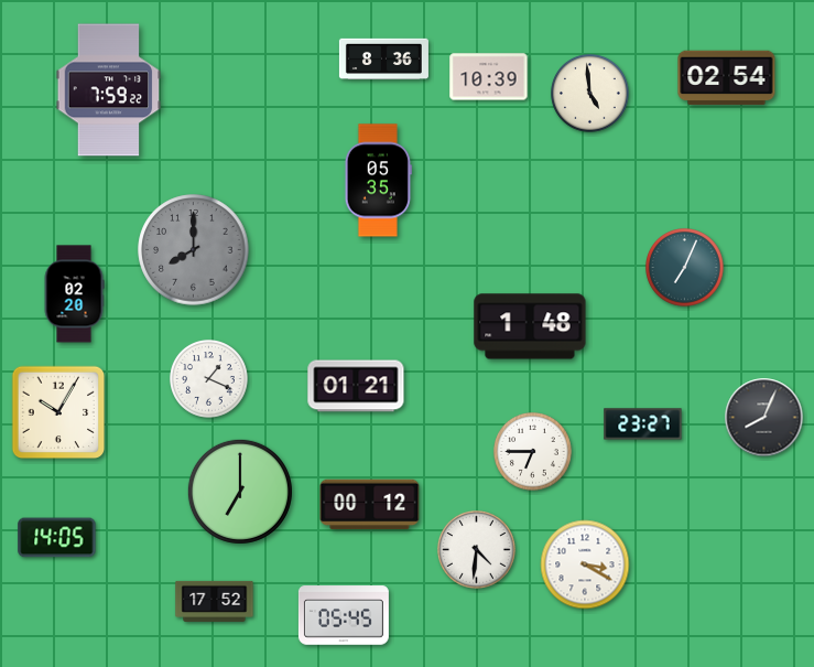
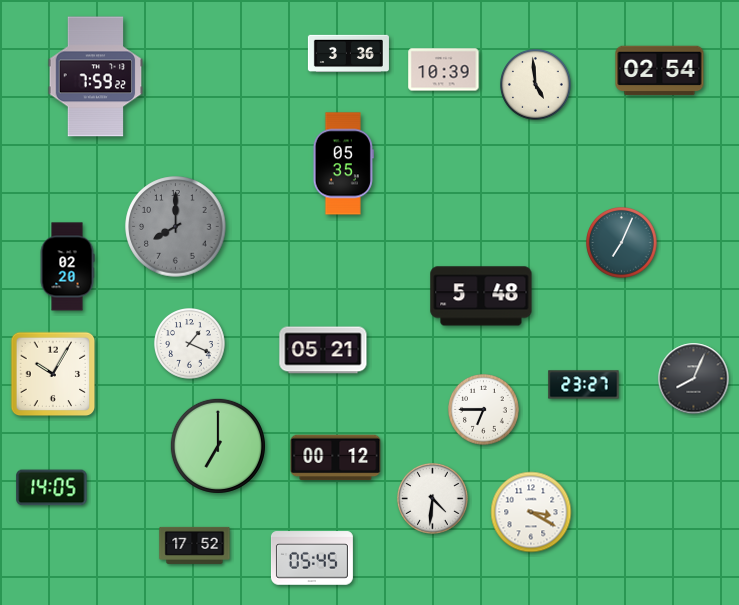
clock at (383, 60): 8:36 -> 3:36
clock at (109, 90) position: (109, 90) -> (96, 77)
clock at (530, 326): 1:48 -> 5:48
clock at (356, 386): 01:21 -> 05:21
